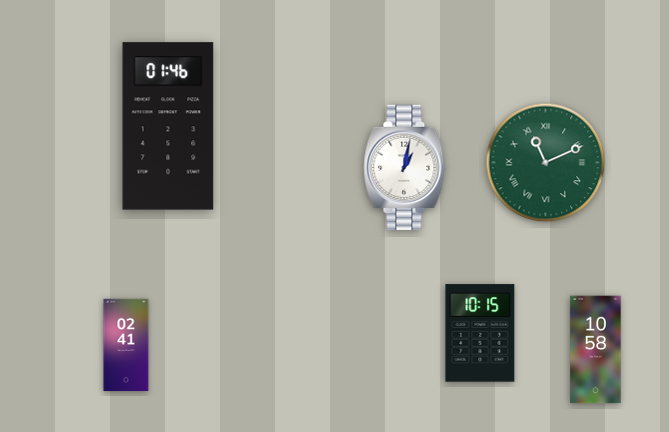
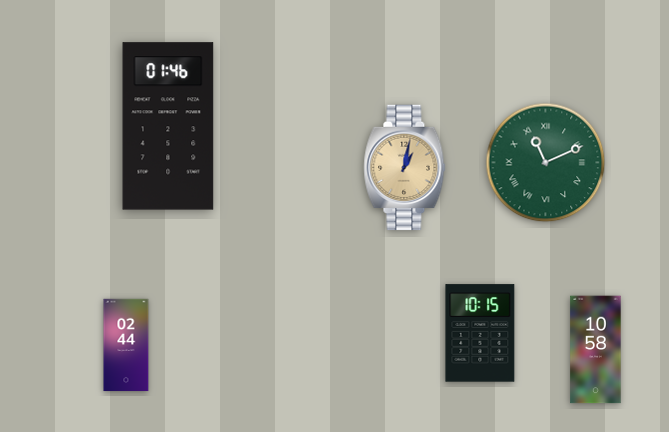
clock at (405, 168) dial: white -> champagne
clock at (126, 345): 02:41 -> 02:44
